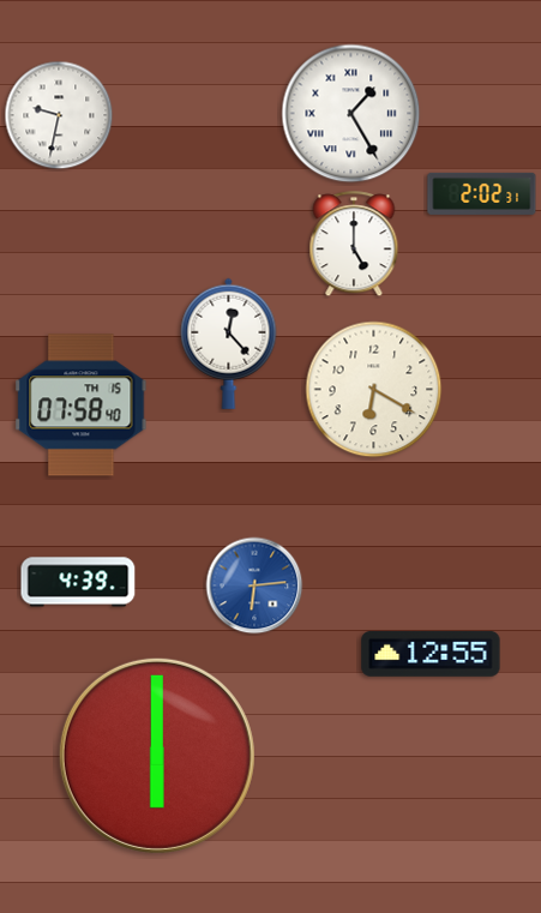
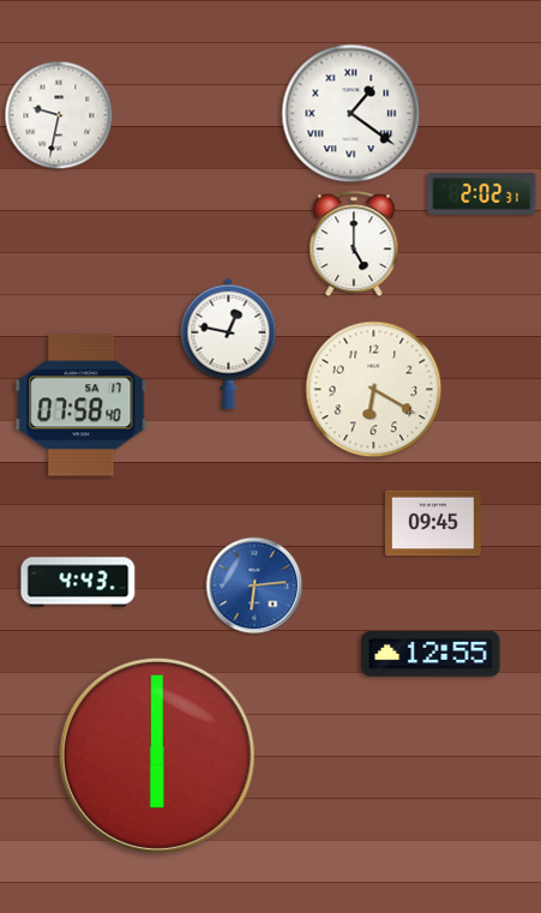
clock at (351, 114): 1:25 -> 1:21
clock at (229, 343): 12:23 -> 12:47
clock at (82, 406) date: TH 15 -> SA 17
clock at (433, 523): none -> 09:45
clock at (78, 582): 4:39 -> 4:43
